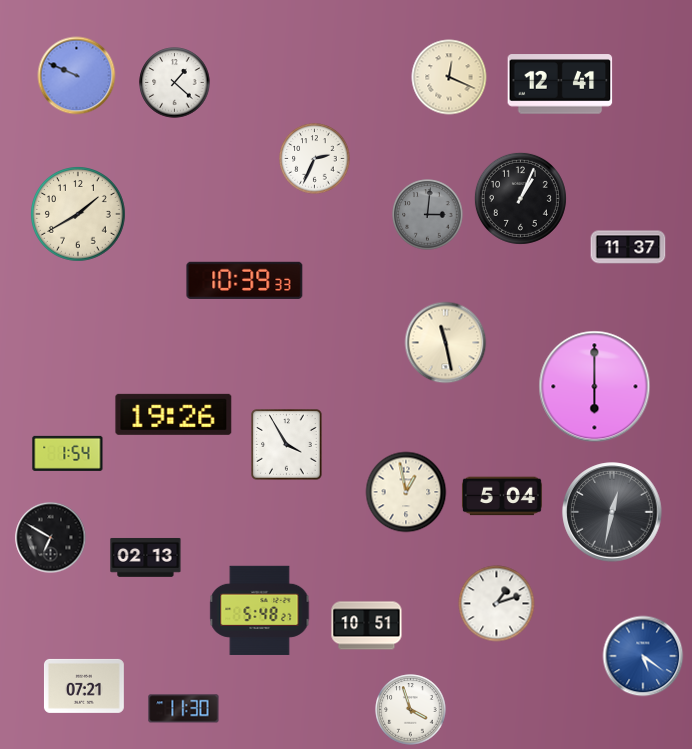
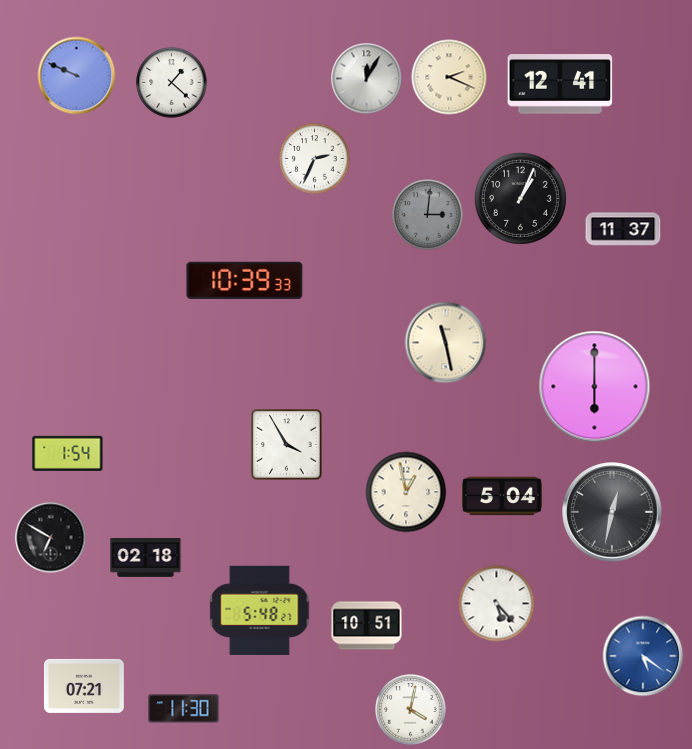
clock at (449, 77): 12:19 -> 2:19
clock at (367, 79): none -> 12:05
clock at (175, 83) position: (175, 83) -> (172, 83)
clock at (79, 215): 1:40 -> none
clock at (628, 247) position: (628, 247) -> (623, 229)
clock at (174, 414): 19:26 -> none
clock at (146, 557): 02:13 -> 02:18
clock at (497, 604): 1:12 -> 5:23
clock at (411, 710): 3:57 -> 4:02
